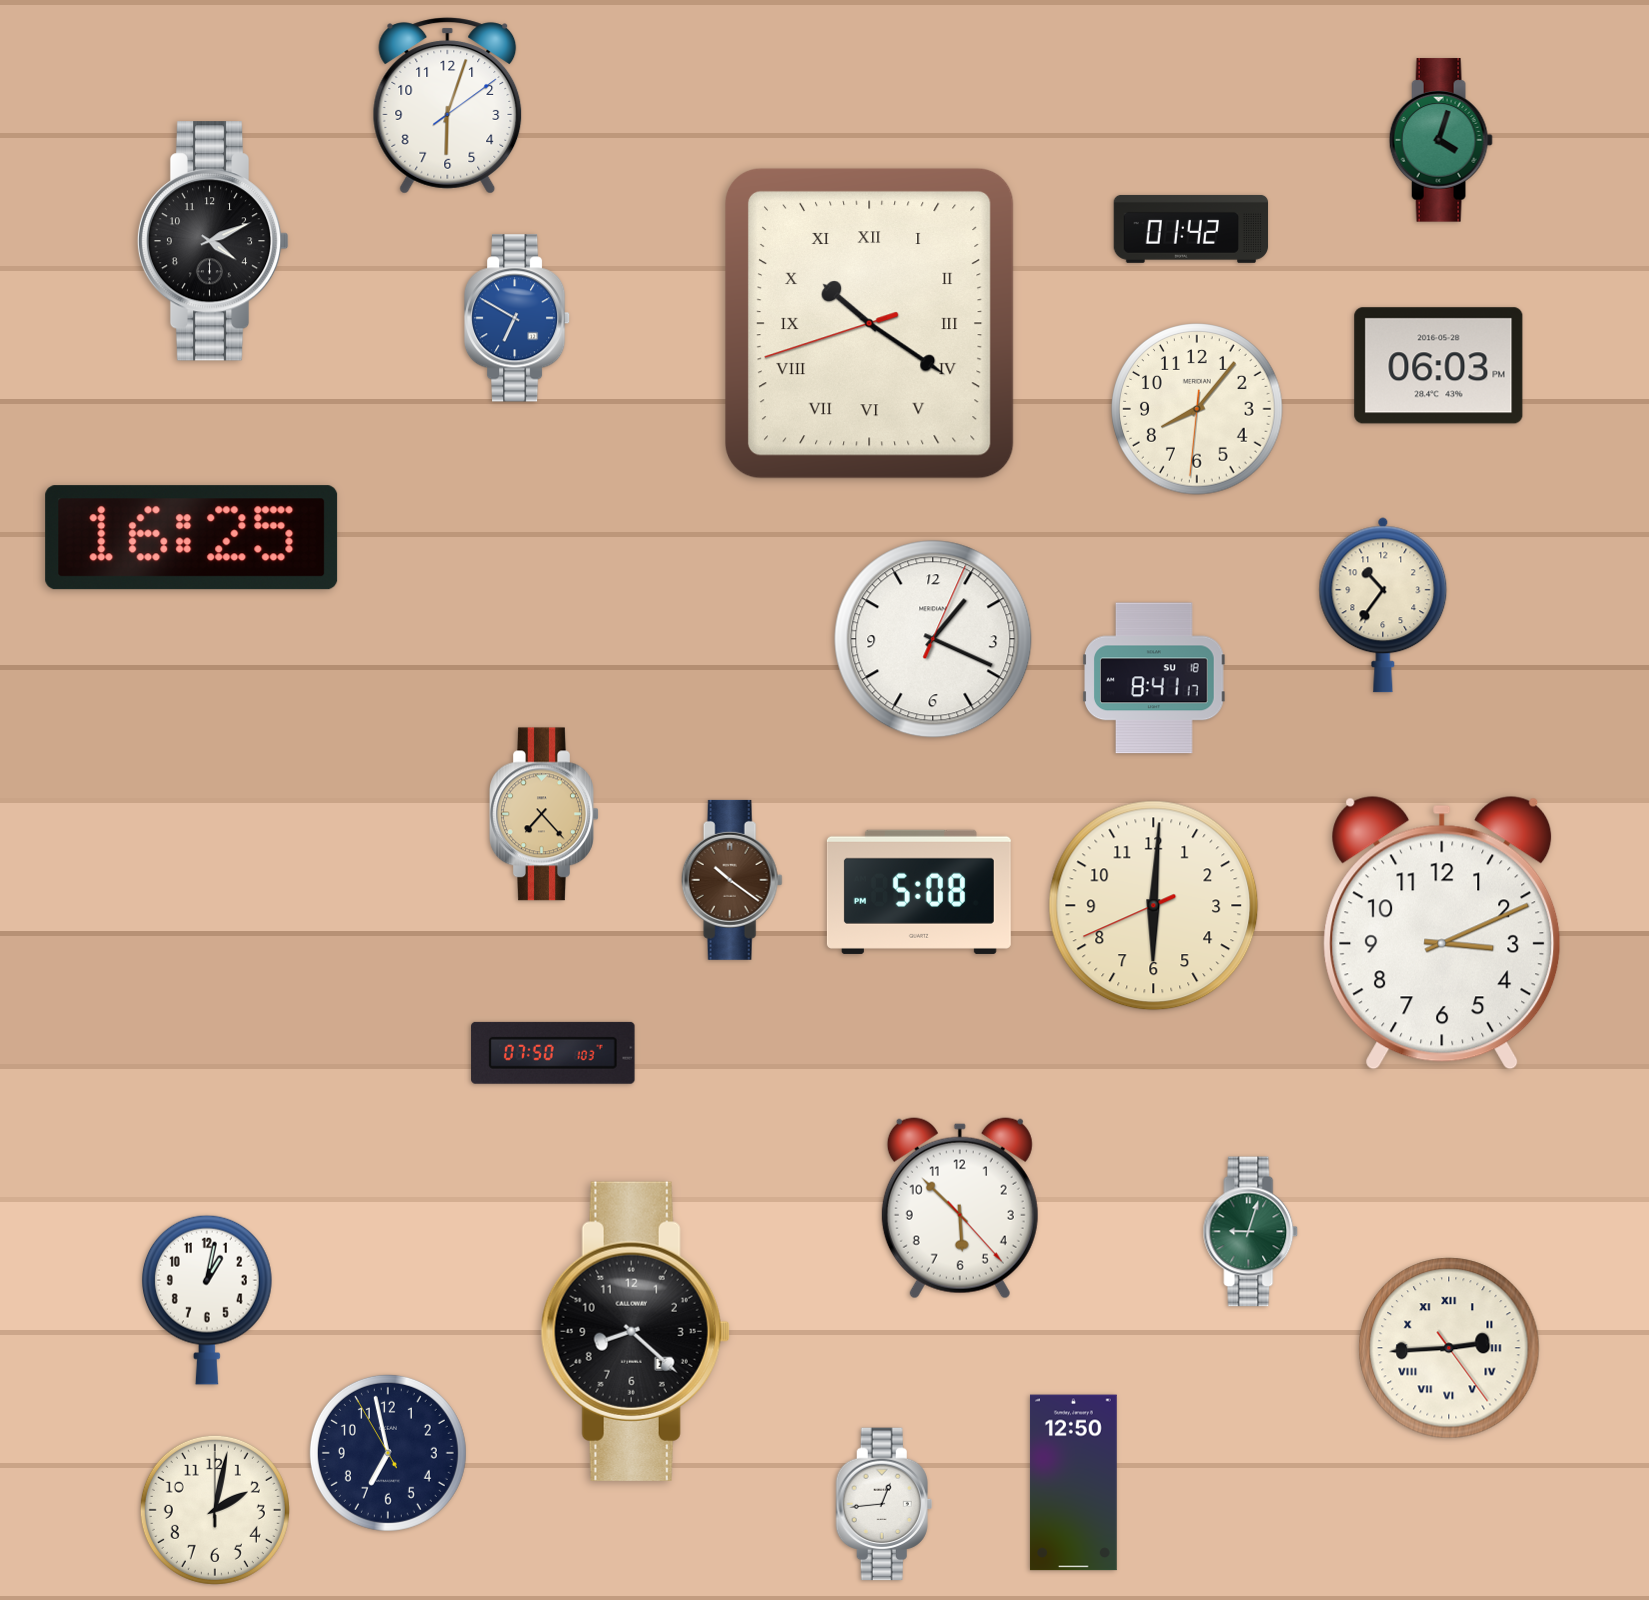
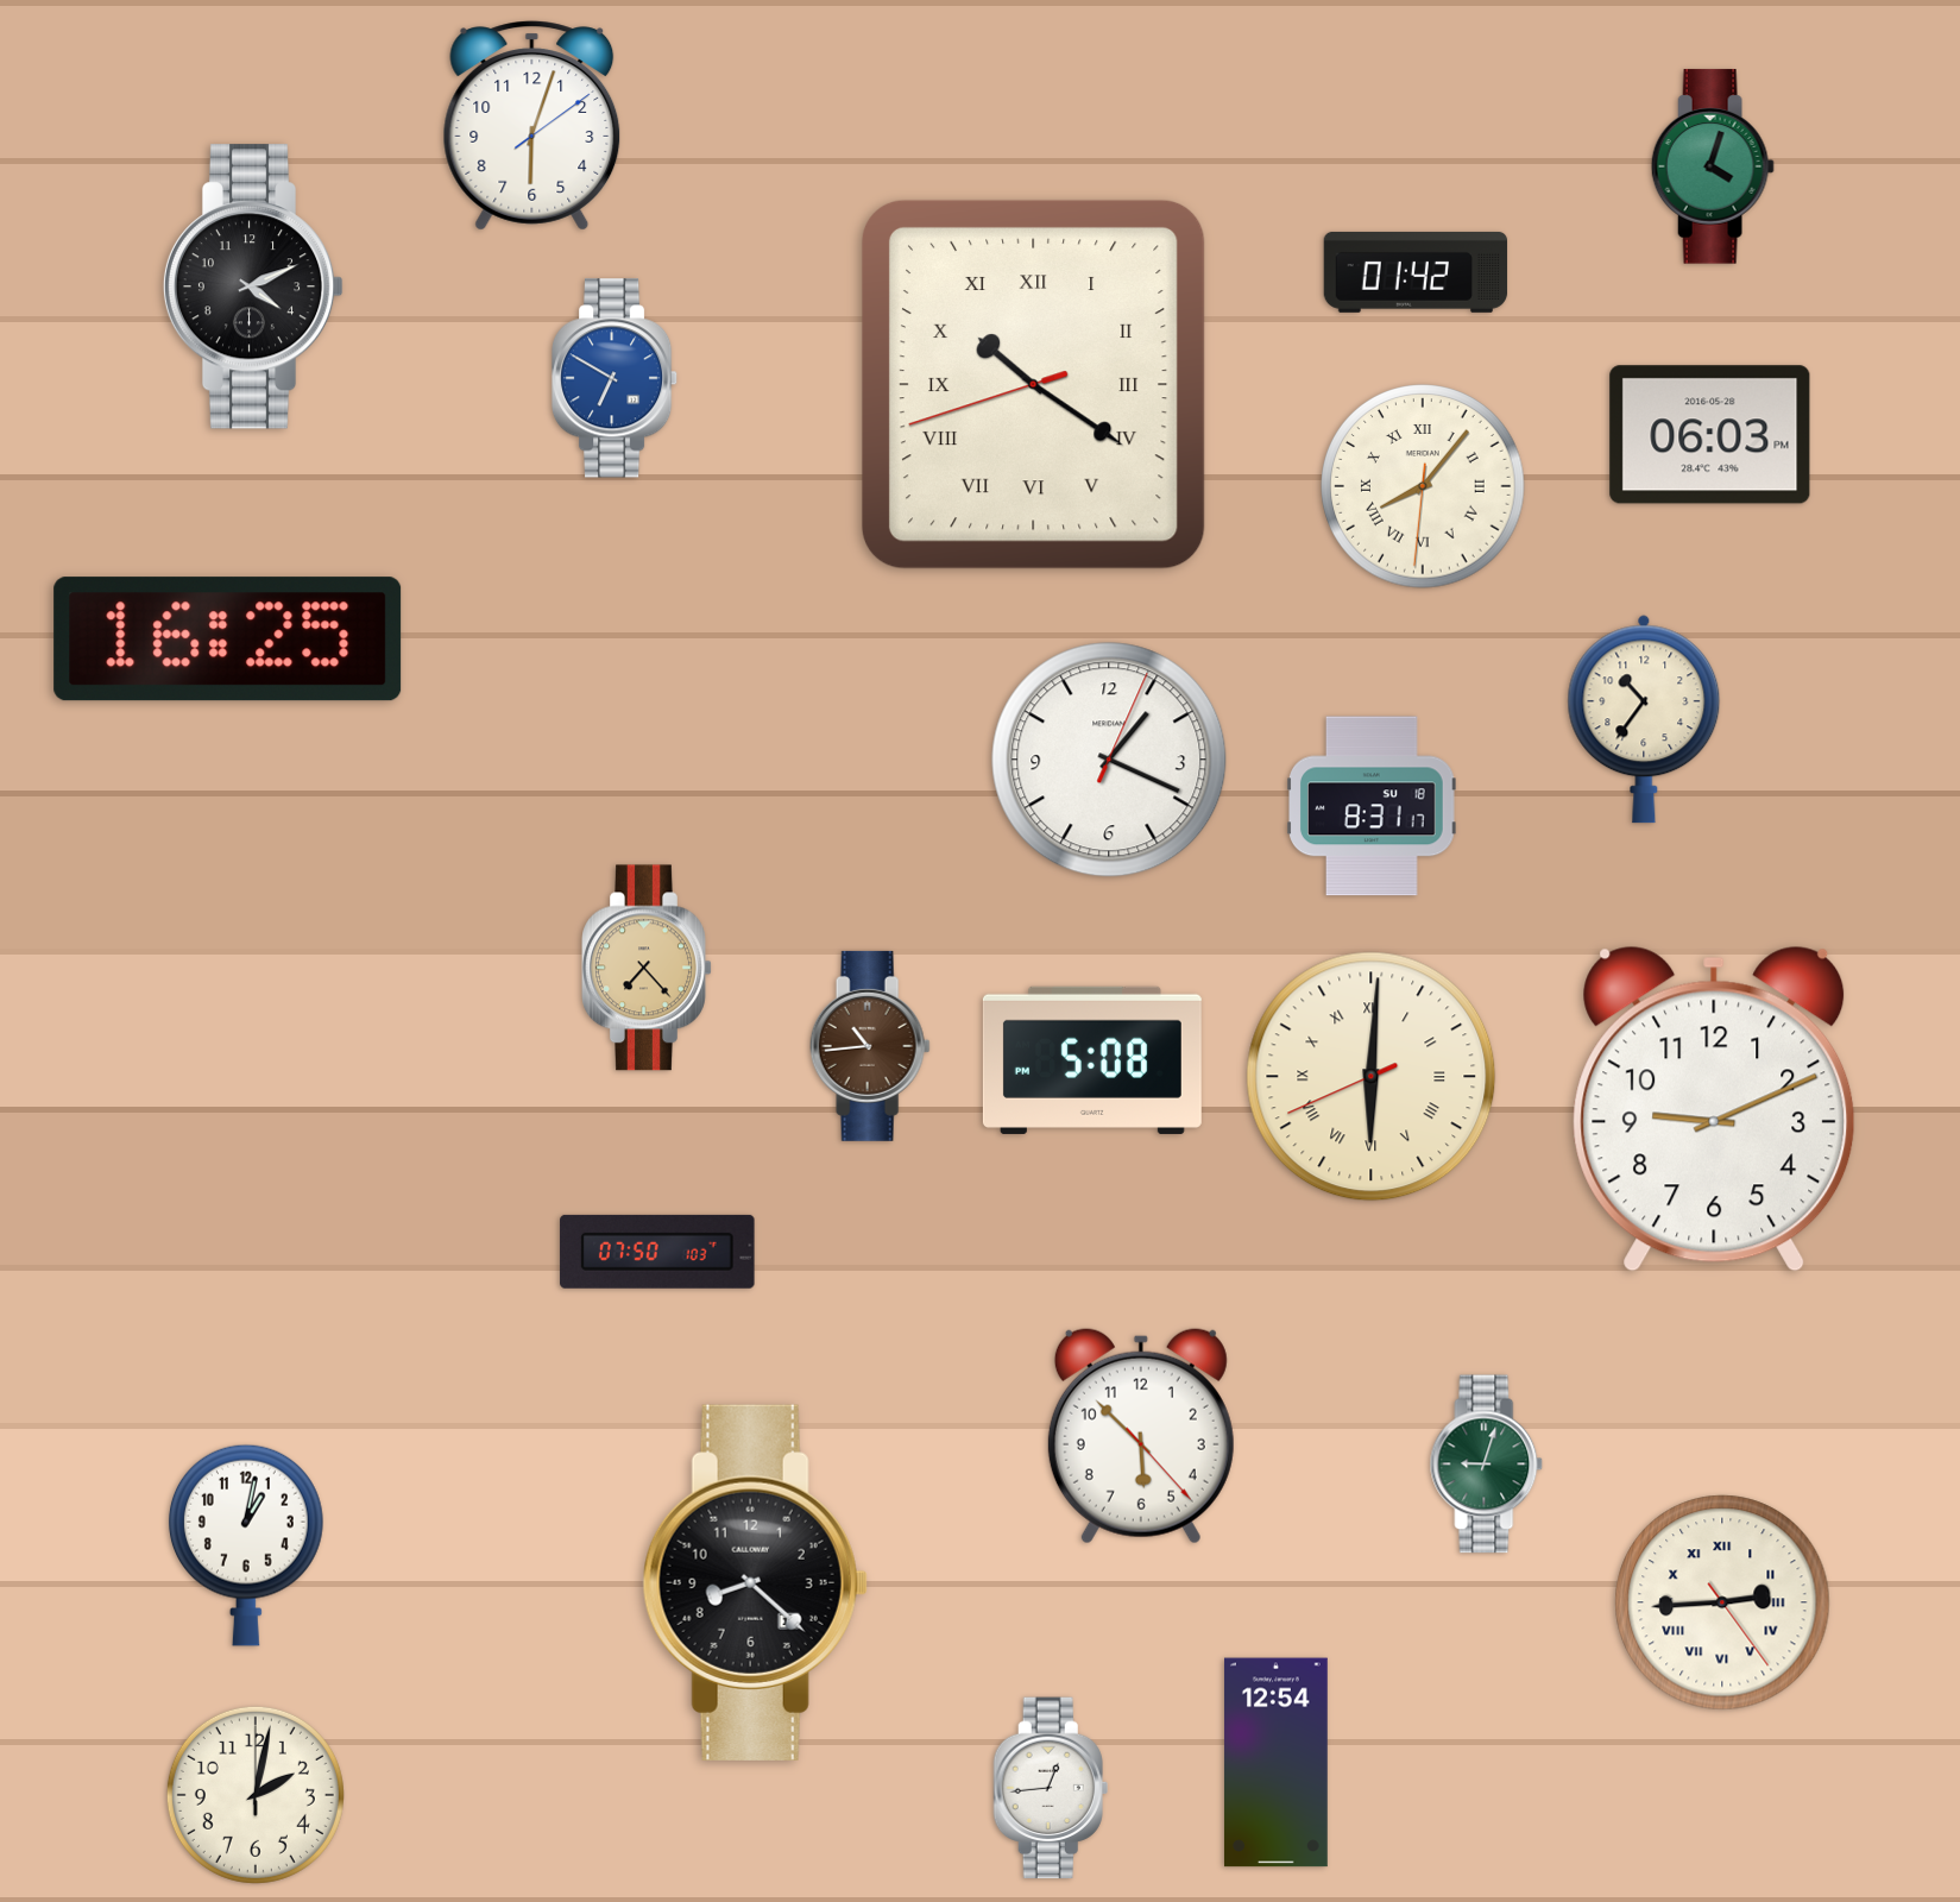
clock at (1197, 409) numerals: Arabic -> Roman
clock at (1155, 678): 8:41 -> 8:31
clock at (732, 880): 10:21 -> 10:44
clock at (1154, 906) numerals: Arabic -> Roman
clock at (1442, 933): 3:11 -> 9:11
clock at (388, 1453): 6:57 -> none
clock at (1073, 1483): 12:50 -> 12:54
